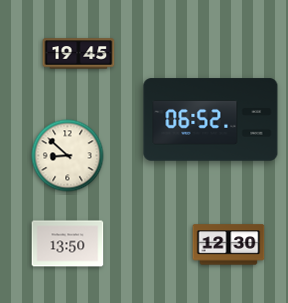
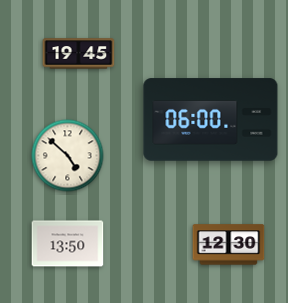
clock at (211, 120): 06:52 -> 06:00
clock at (68, 156): 8:52 -> 4:52
